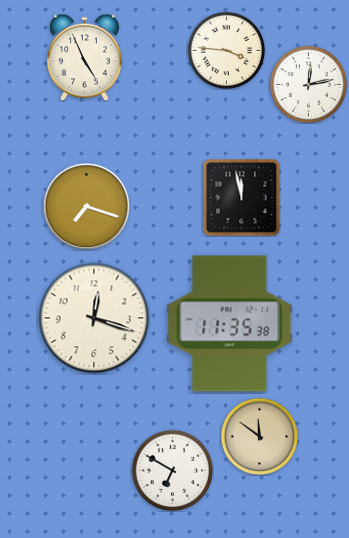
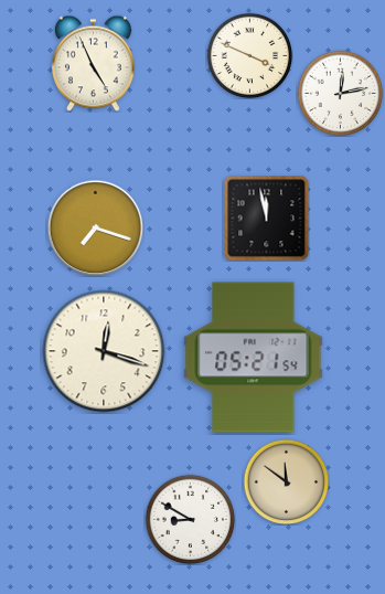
clock at (226, 50): 3:46 -> 3:49
clock at (230, 324): 11:35 -> 05:21
clock at (172, 470): 6:50 -> 8:50
